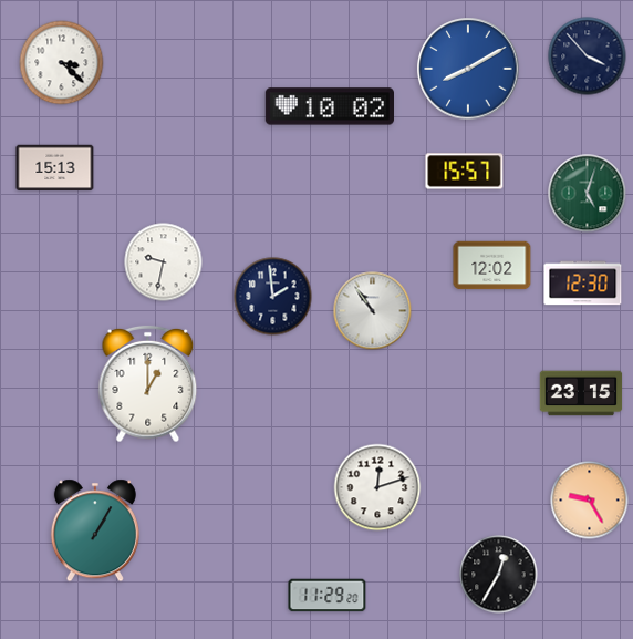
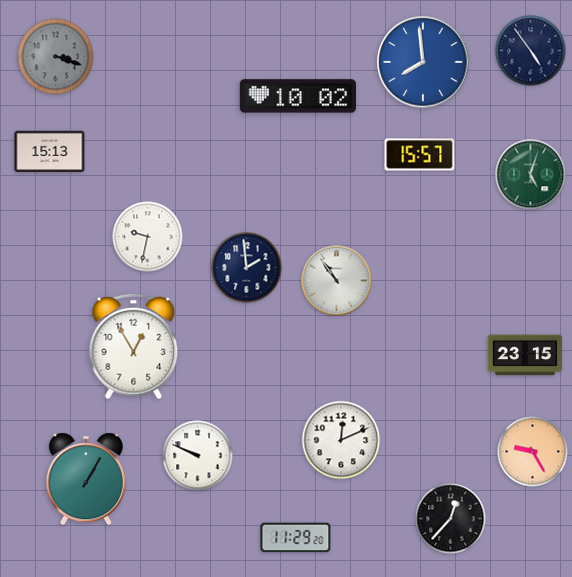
clock at (588, 56): 3:53 -> 4:54
clock at (62, 63): 3:22 -> 3:18
clock at (62, 63) dial: white -> grey
clock at (468, 69): 8:10 -> 7:59
clock at (492, 266): 12:02 -> none
clock at (583, 284): 12:30 -> none
clock at (148, 384): 1:00 -> 12:55
clock at (377, 487): 12:12 -> 12:11
clock at (198, 456): none -> 9:49
clock at (499, 575): 12:35 -> 12:37
